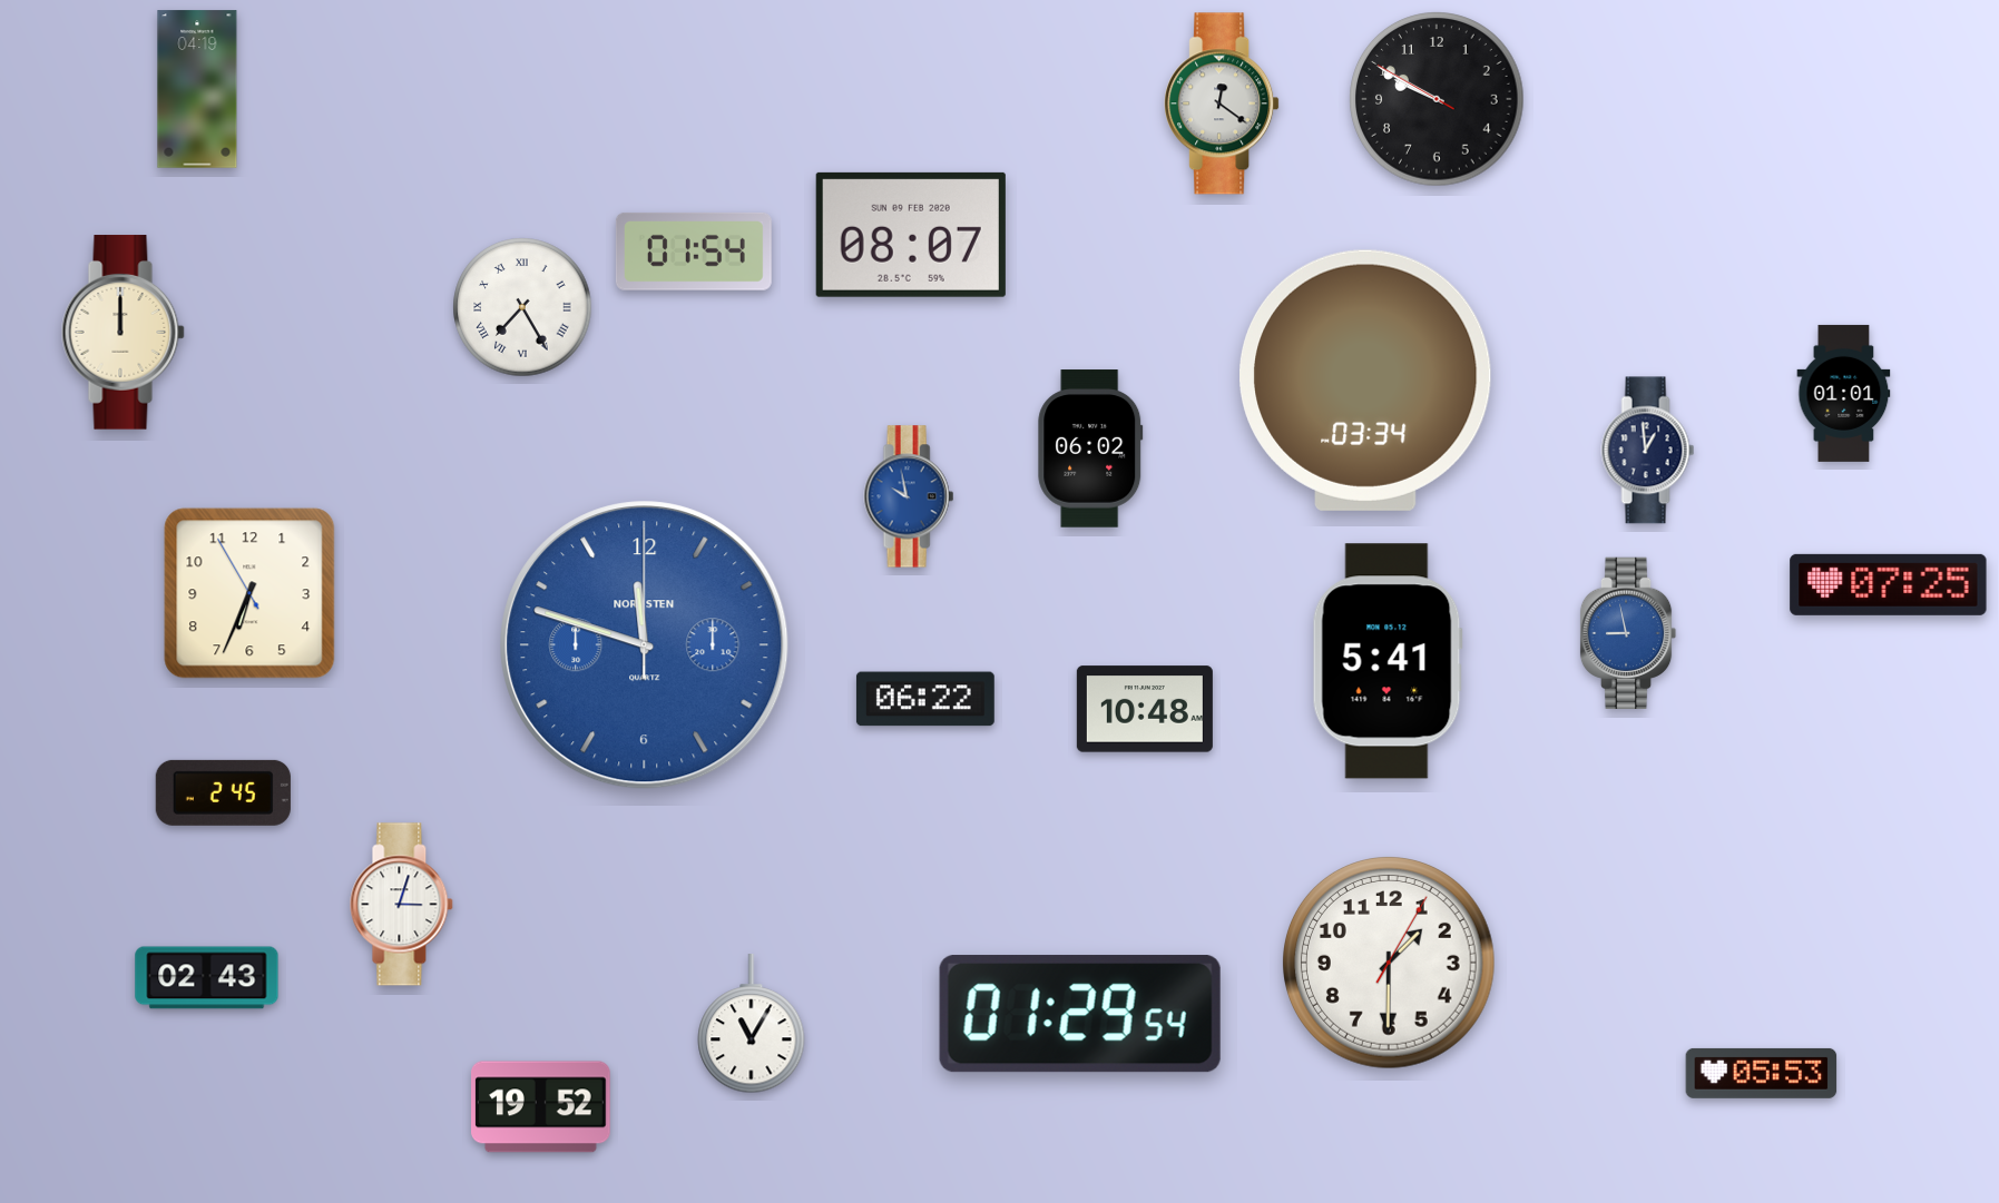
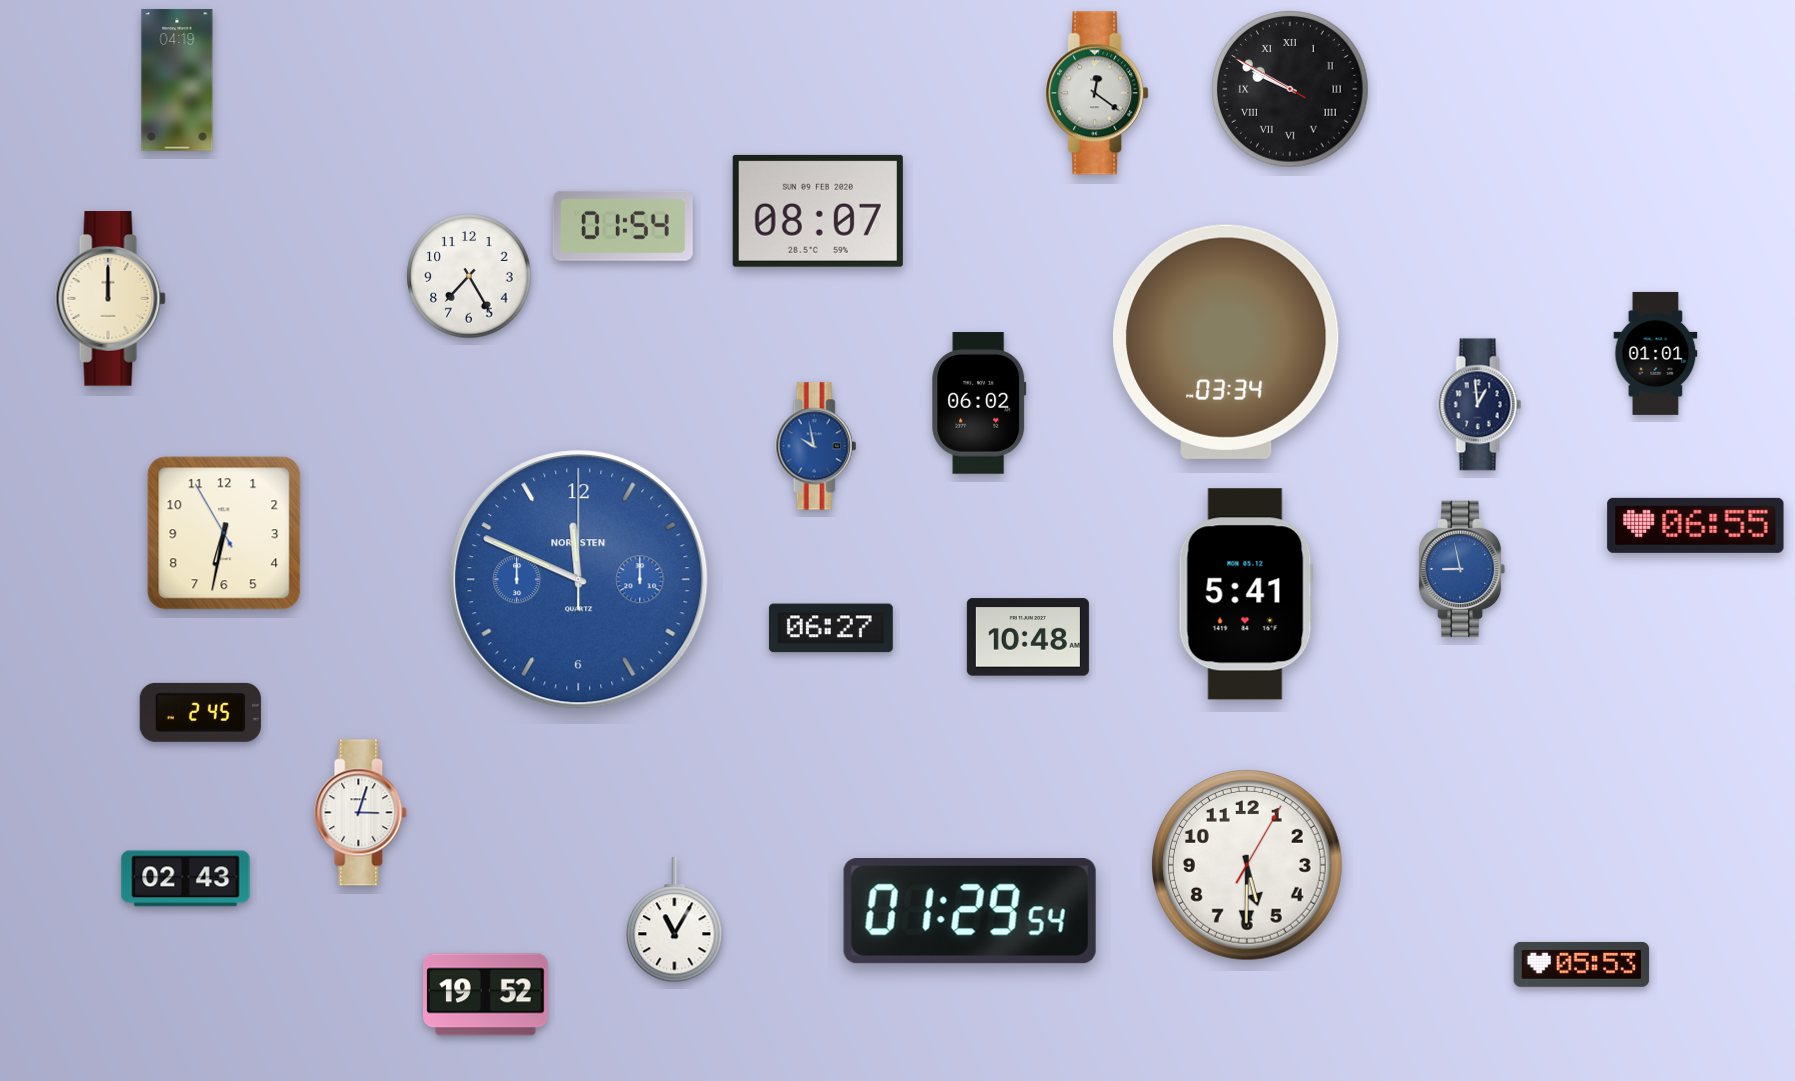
clock at (1437, 99) numerals: Arabic -> Roman
clock at (522, 307) numerals: Roman -> Arabic
clock at (1889, 584): 07:25 -> 06:55
clock at (249, 593): 6:33 -> 6:31
clock at (645, 645): 11:48 -> 11:49
clock at (925, 699): 06:22 -> 06:27
clock at (1389, 963): 1:30 -> 5:30
